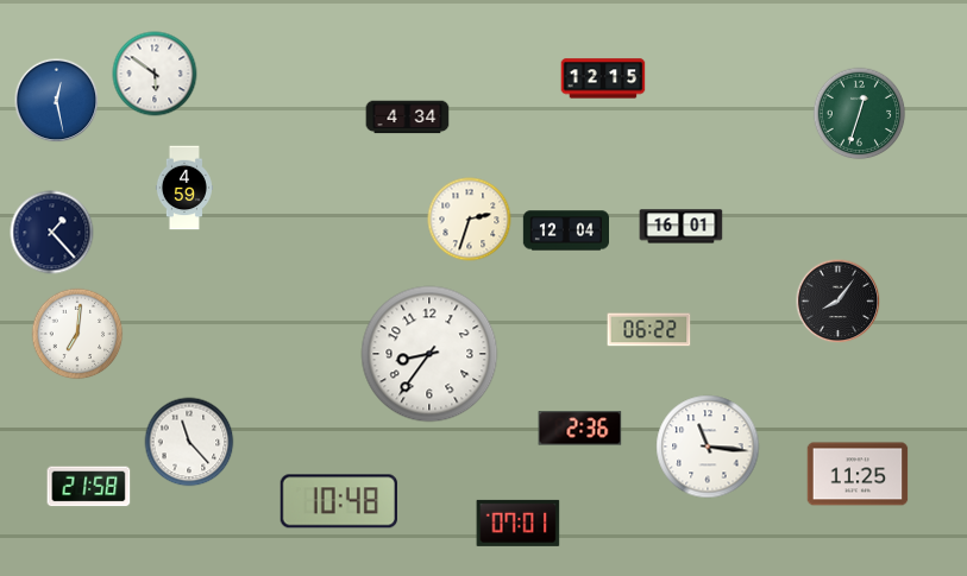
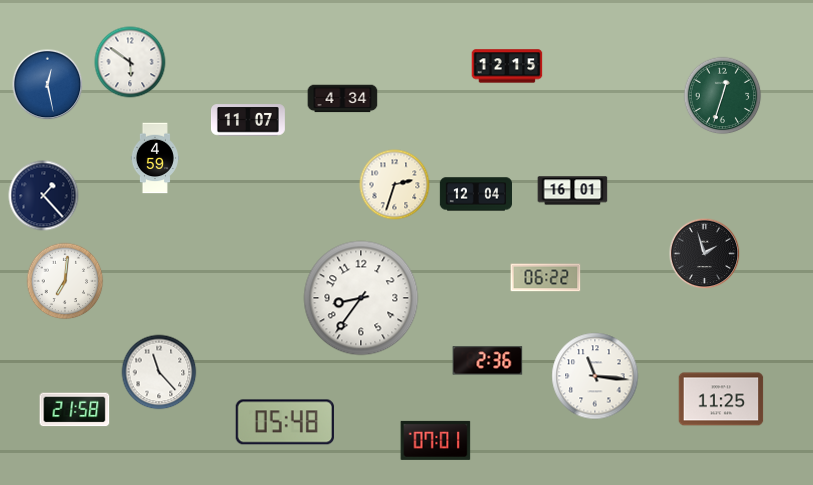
clock at (248, 120): none -> 11:07
clock at (839, 302): 8:06 -> 1:57
clock at (339, 501): 10:48 -> 05:48
